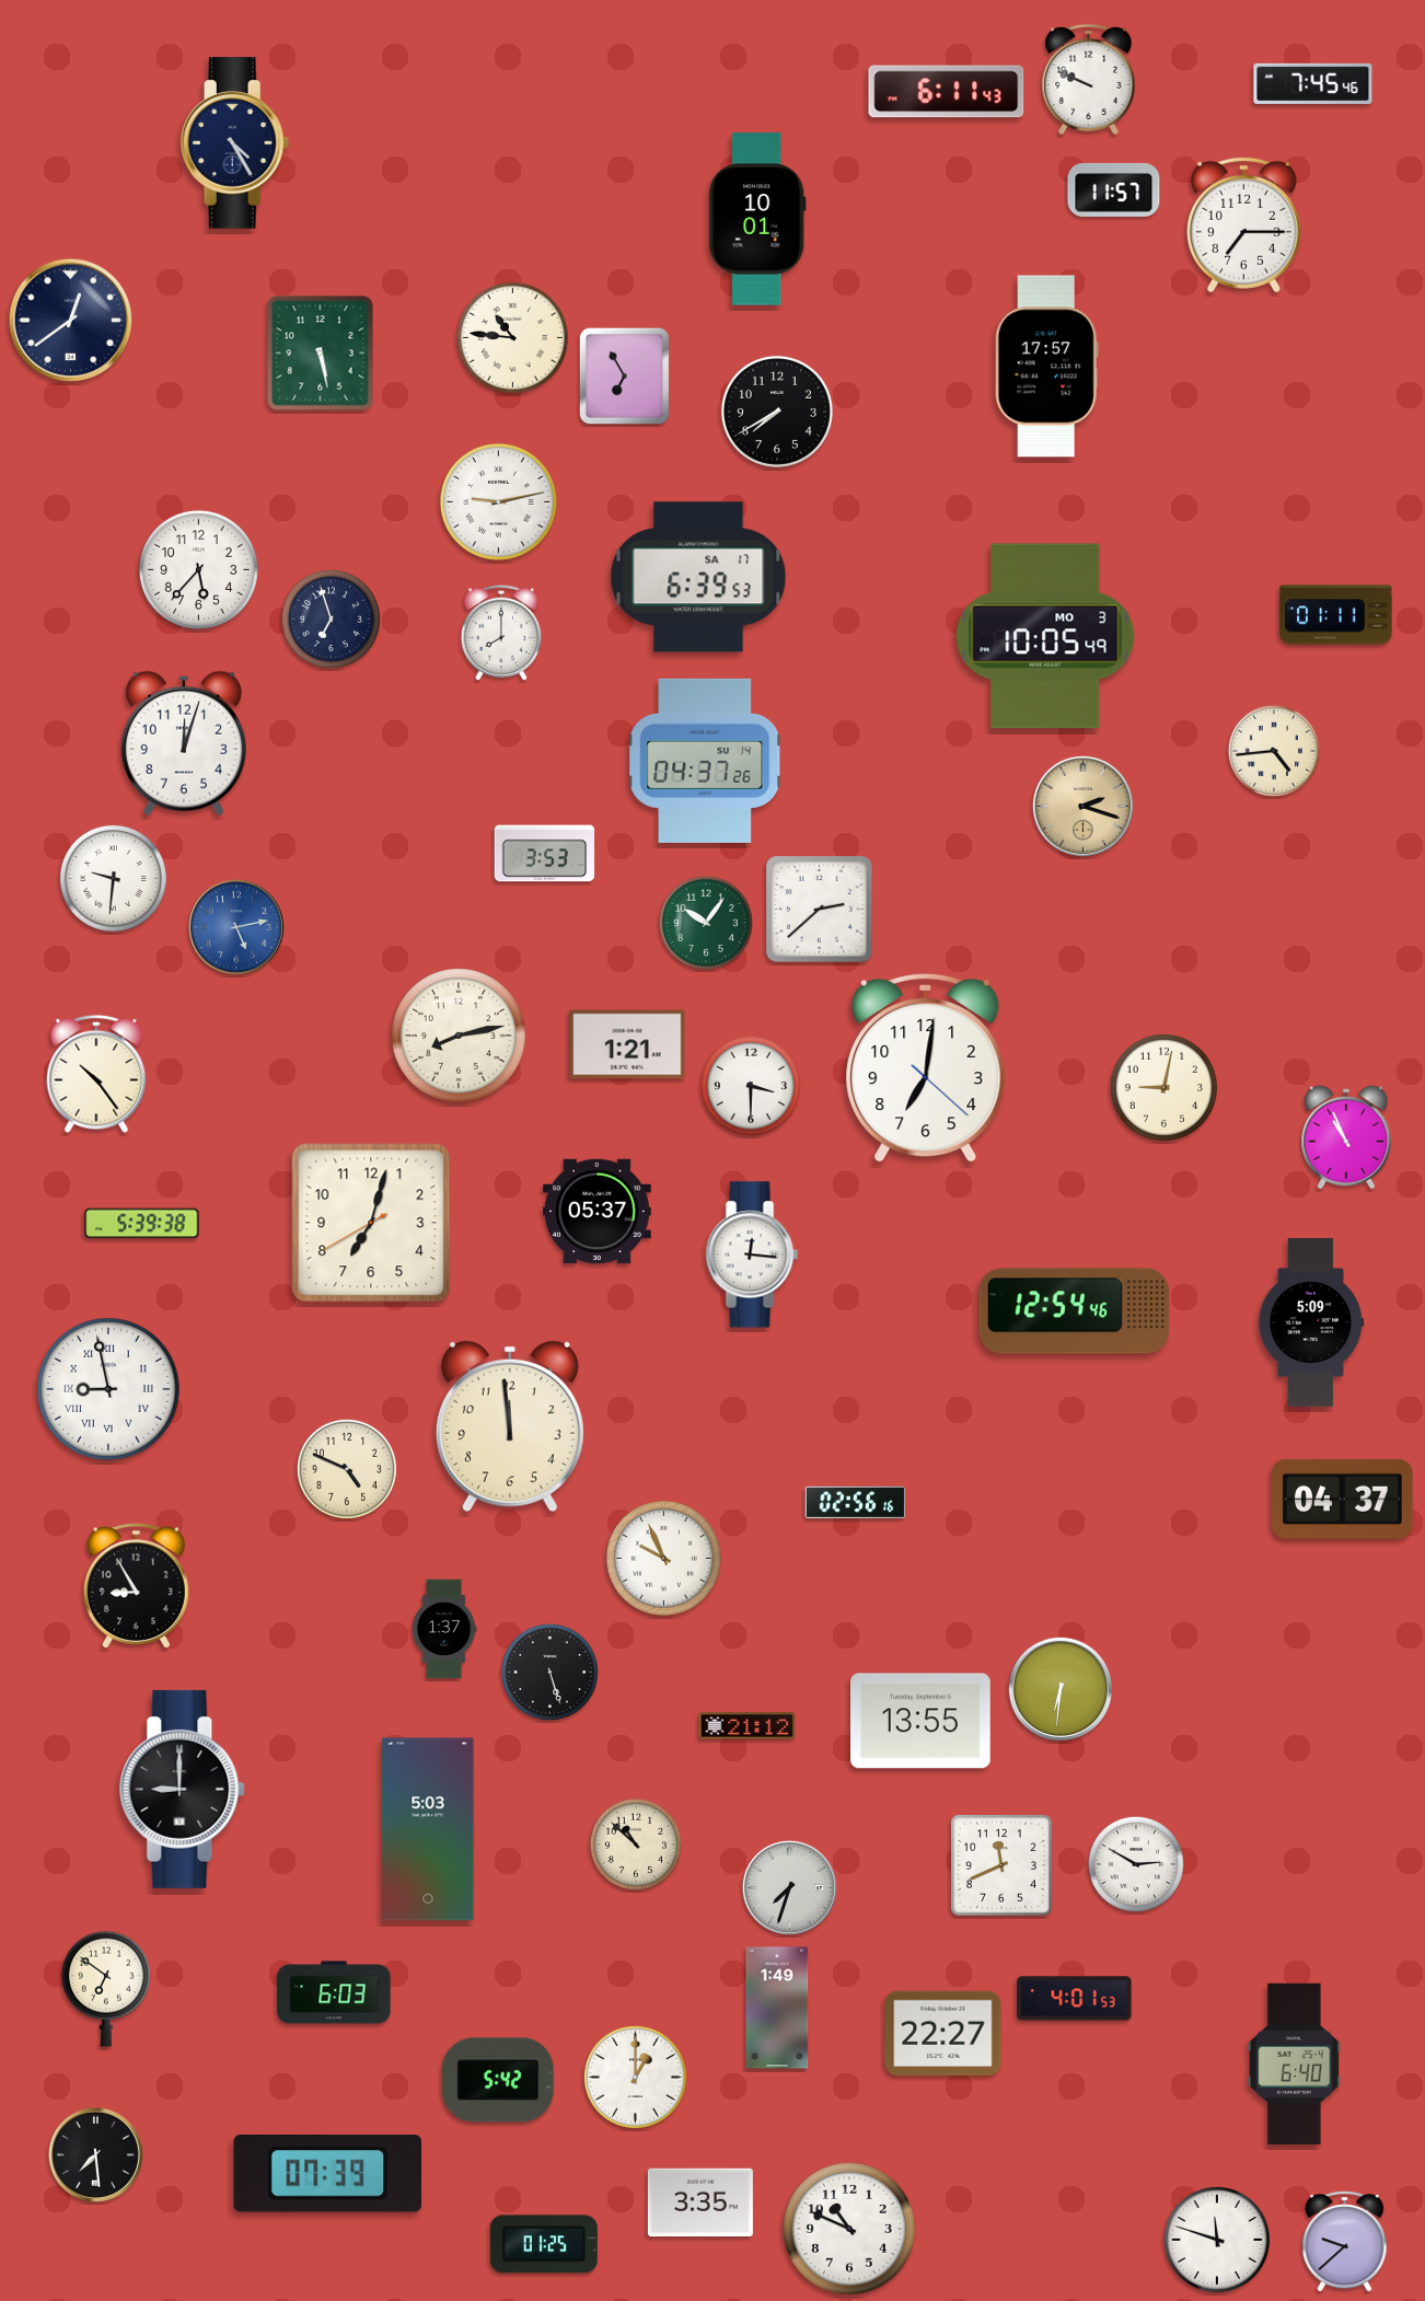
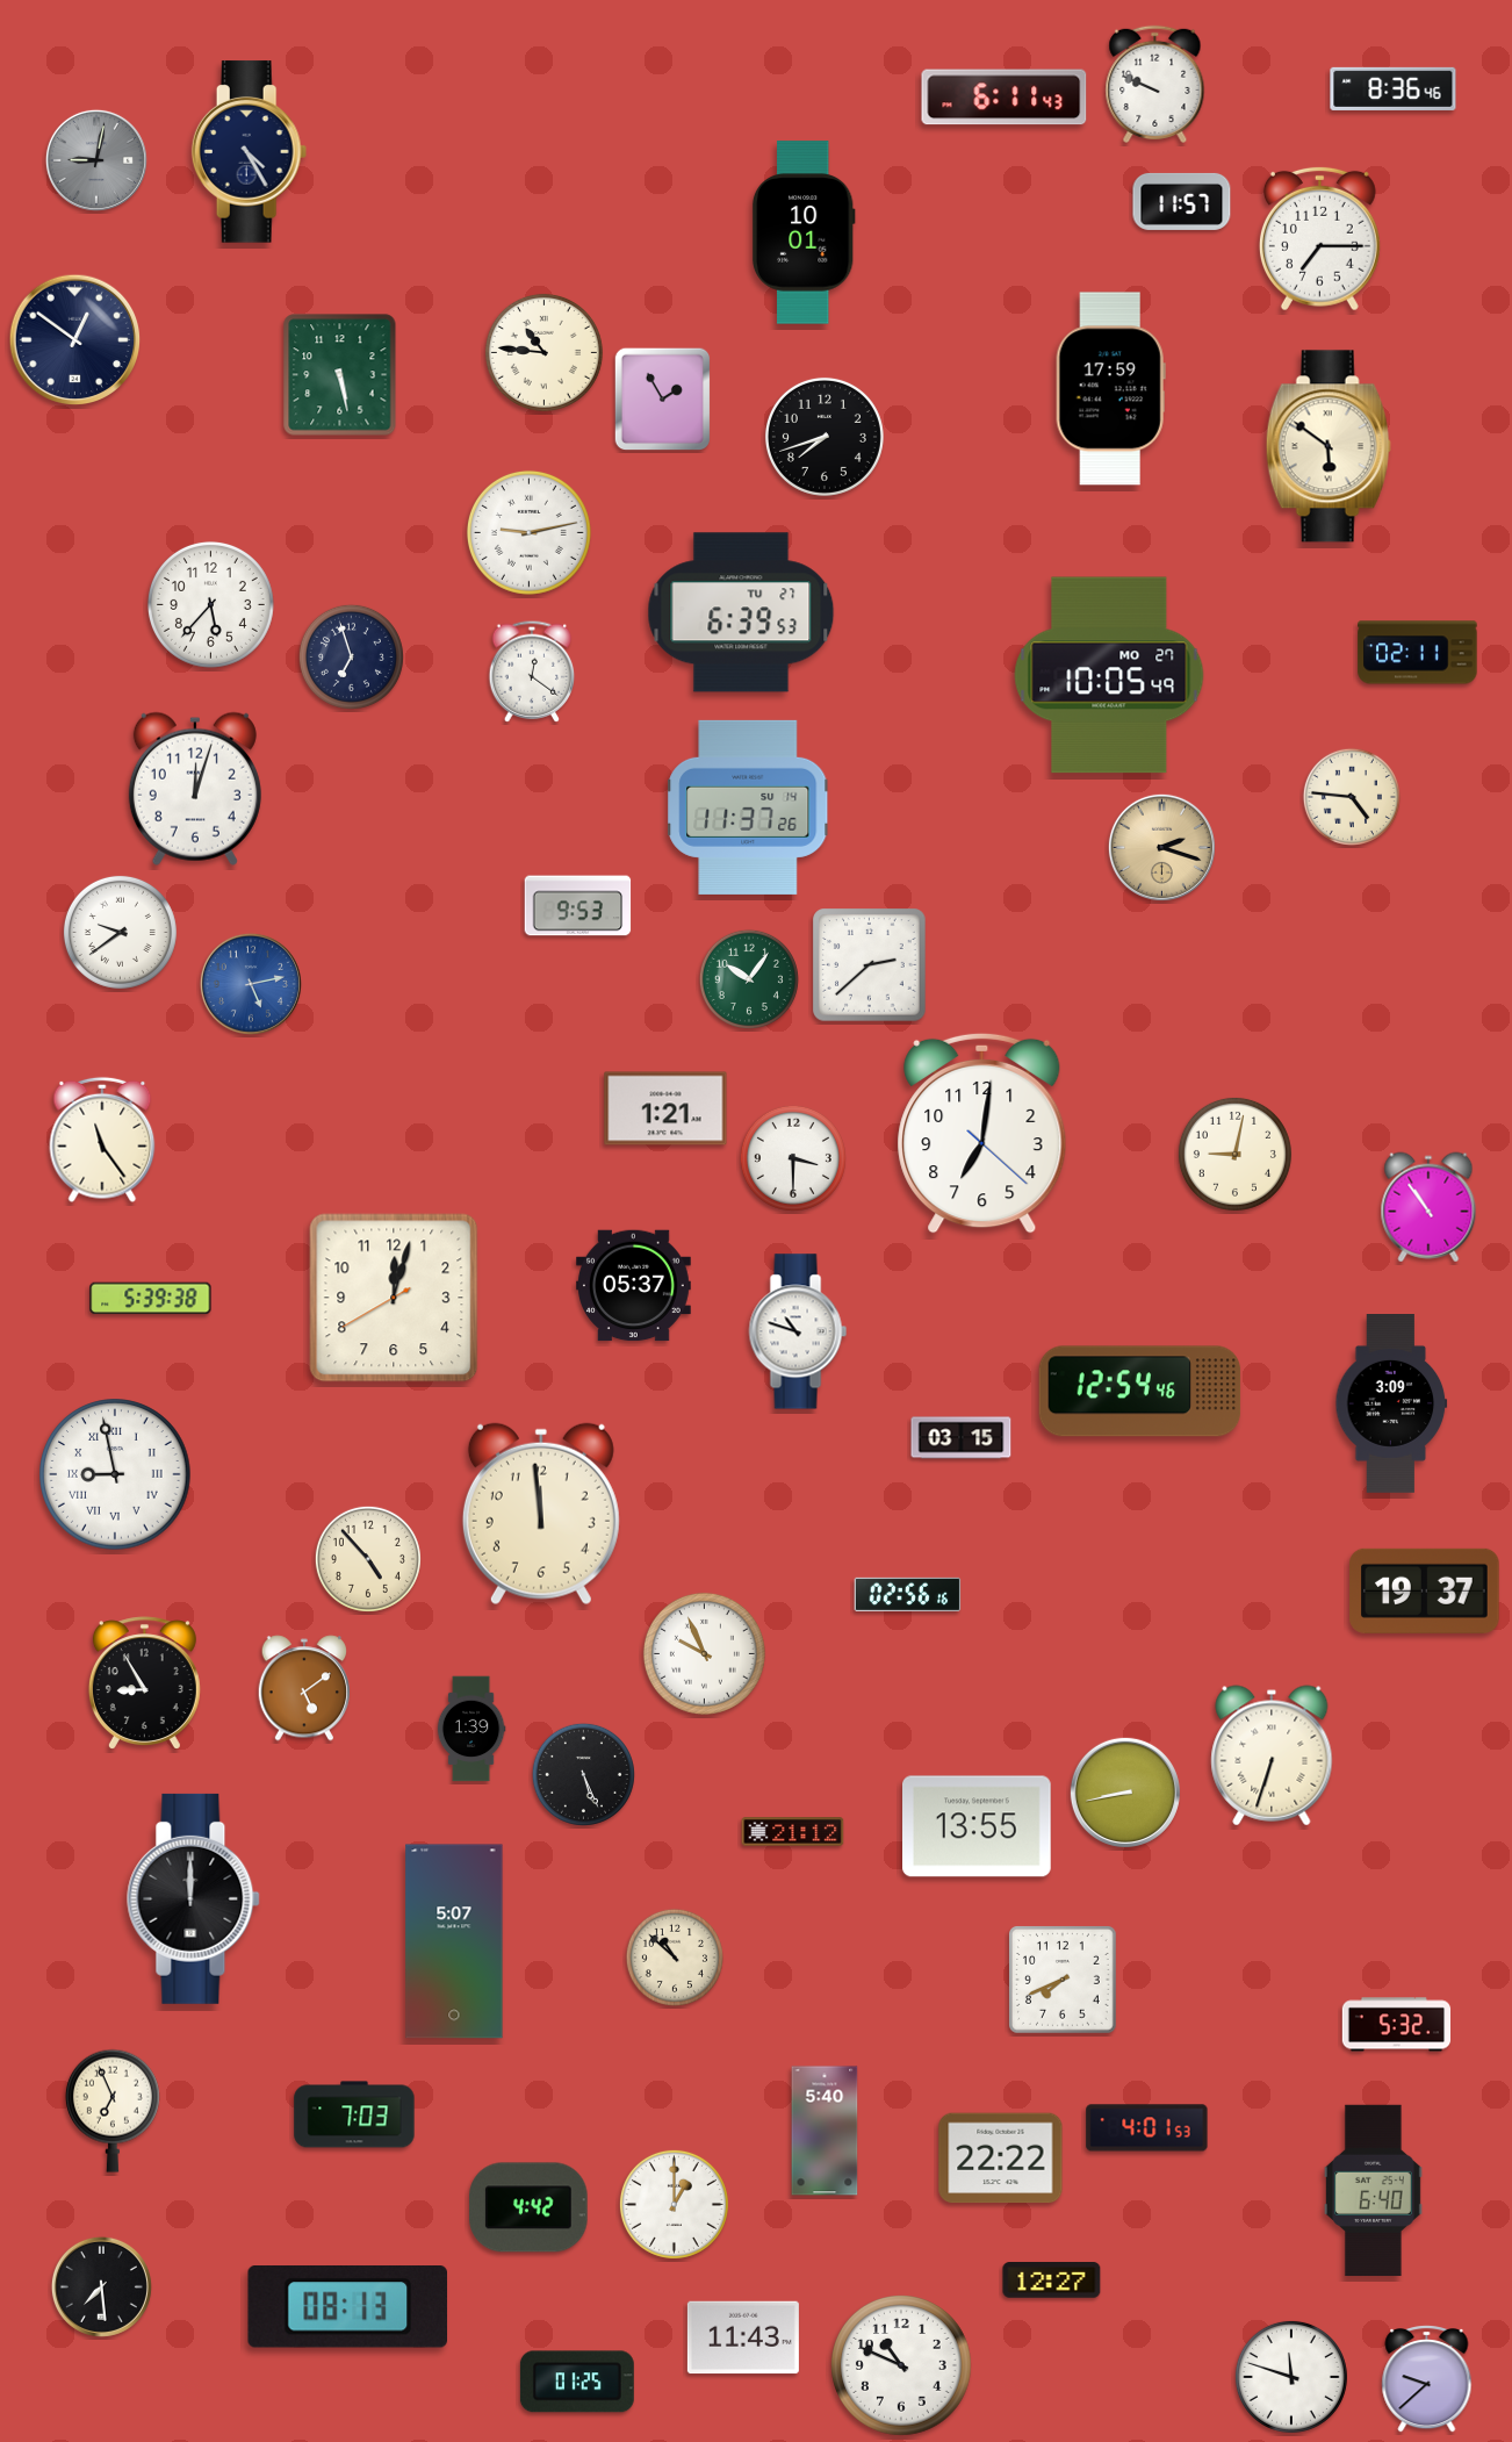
clock at (1313, 83): 7:45 -> 8:36
clock at (96, 160): none -> 9:02
clock at (71, 321): 12:39 -> 12:51
clock at (512, 337) position: (512, 337) -> (543, 352)
clock at (1046, 367): 17:57 -> 17:59
clock at (625, 377): 6:55 -> 1:55
clock at (777, 412): 7:40 -> 7:42
clock at (1329, 446): none -> 5:51
clock at (698, 577) date: SA 17 -> TU 27
clock at (1336, 615): 01:11 -> 02:11
clock at (501, 633): 8:00 -> 12:21
clock at (1045, 636) date: MO 3 -> MO 27
clock at (1274, 751): 4:44 -> 4:46
clock at (705, 761): 04:37 -> 11:37
clock at (1082, 806) position: (1082, 806) -> (1161, 847)
clock at (545, 854): 3:53 -> 9:53
clock at (113, 878): 9:31 -> 9:39
clock at (460, 1037): 8:13 -> none
clock at (96, 1074): 10:24 -> 11:24
clock at (751, 1086) position: (751, 1086) -> (793, 1158)
clock at (1346, 1137): 10:56 -> 10:54
clock at (371, 1223): 7:02 -> 12:02
clock at (752, 1254): 12:16 -> 10:48
clock at (1311, 1323): 5:09 -> 3:09
clock at (962, 1438): none -> 03:15
clock at (347, 1469): 4:49 -> 4:53
clock at (1343, 1499): 04:37 -> 19:37
clock at (304, 1688): none -> 5:09
clock at (444, 1629): 1:37 -> 1:39
clock at (1272, 1755): none -> 6:33
clock at (549, 1672): 5:27 -> 5:26
clock at (1061, 1689): 6:31 -> 8:43
clock at (183, 1789): 9:00 -> 12:00
clock at (428, 1829): 5:03 -> 5:07
clock at (1136, 1864): 2:50 -> none
clock at (1003, 1866): 11:41 -> 7:41
clock at (789, 1887): 7:33 -> none
clock at (1397, 2025): none -> 5:32
clock at (106, 1989): 6:51 -> 6:56
clock at (334, 1992): 6:03 -> 7:03
clock at (1075, 1999) position: (1075, 1999) -> (1147, 2128)
clock at (777, 2008): 1:49 -> 5:40
clock at (943, 2034): 22:27 -> 22:22
clock at (498, 2080): 5:42 -> 4:42
clock at (1052, 2281): none -> 12:27
clock at (327, 2174): 07:39 -> 08:13
clock at (700, 2202): 3:35 -> 11:43
